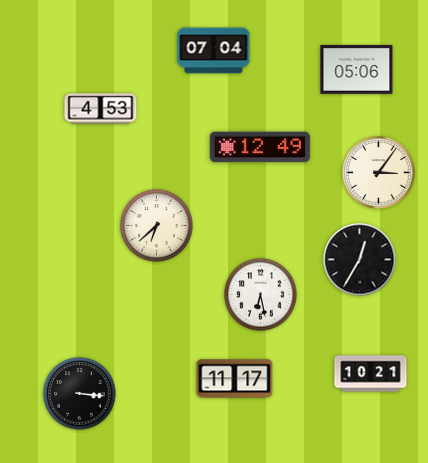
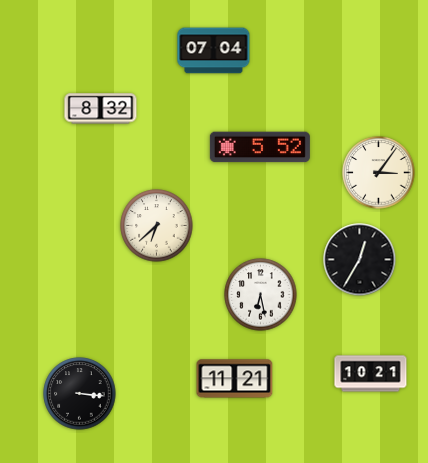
clock at (357, 70): 05:06 -> none
clock at (101, 109): 4:53 -> 8:32
clock at (260, 147): 12:49 -> 5:52
clock at (235, 379): 11:17 -> 11:21
